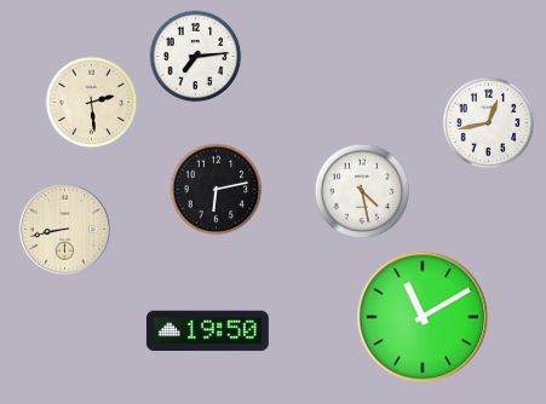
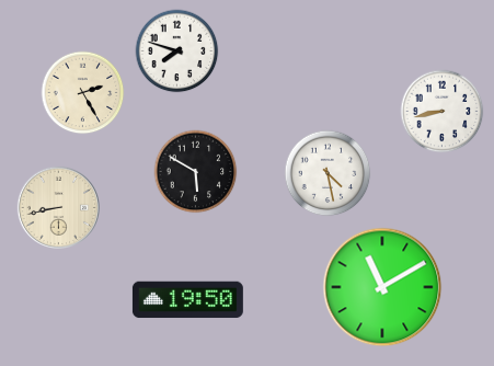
clock at (196, 57): 7:14 -> 7:48
clock at (92, 103): 2:29 -> 2:25
clock at (489, 123): 12:43 -> 8:43
clock at (217, 190): 6:13 -> 5:50
